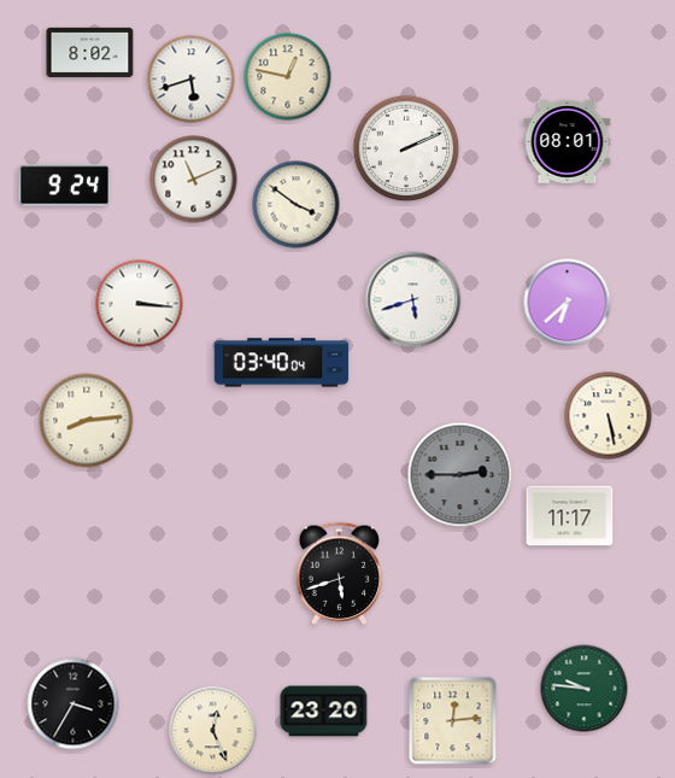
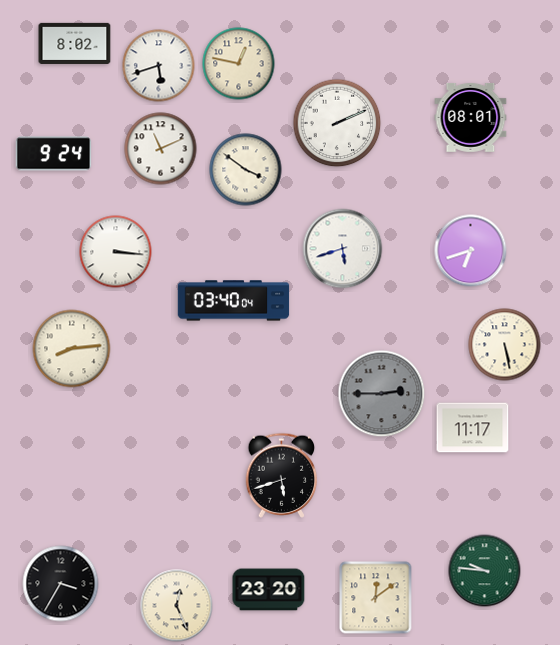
clock at (568, 303): 6:38 -> 6:42
clock at (453, 721): 12:14 -> 12:09
